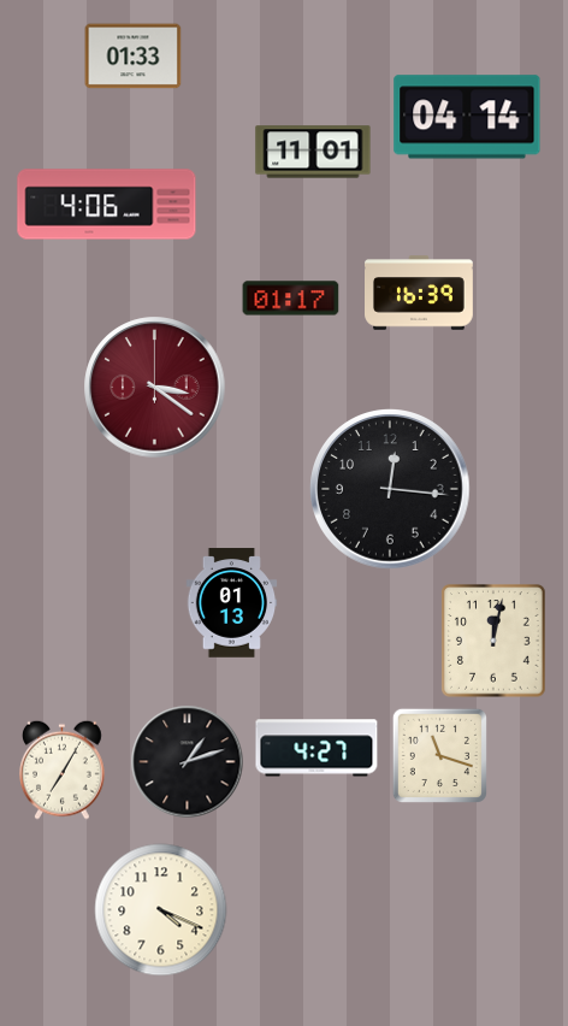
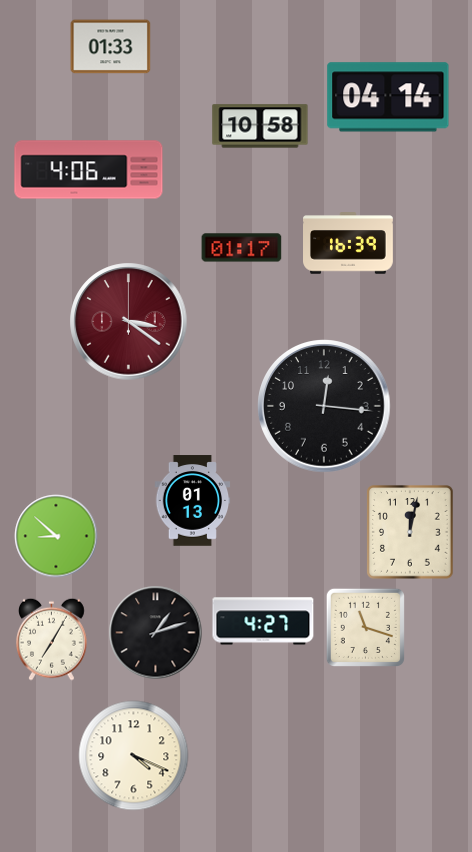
clock at (313, 152): 11:01 -> 10:58
clock at (56, 536): none -> 8:52
